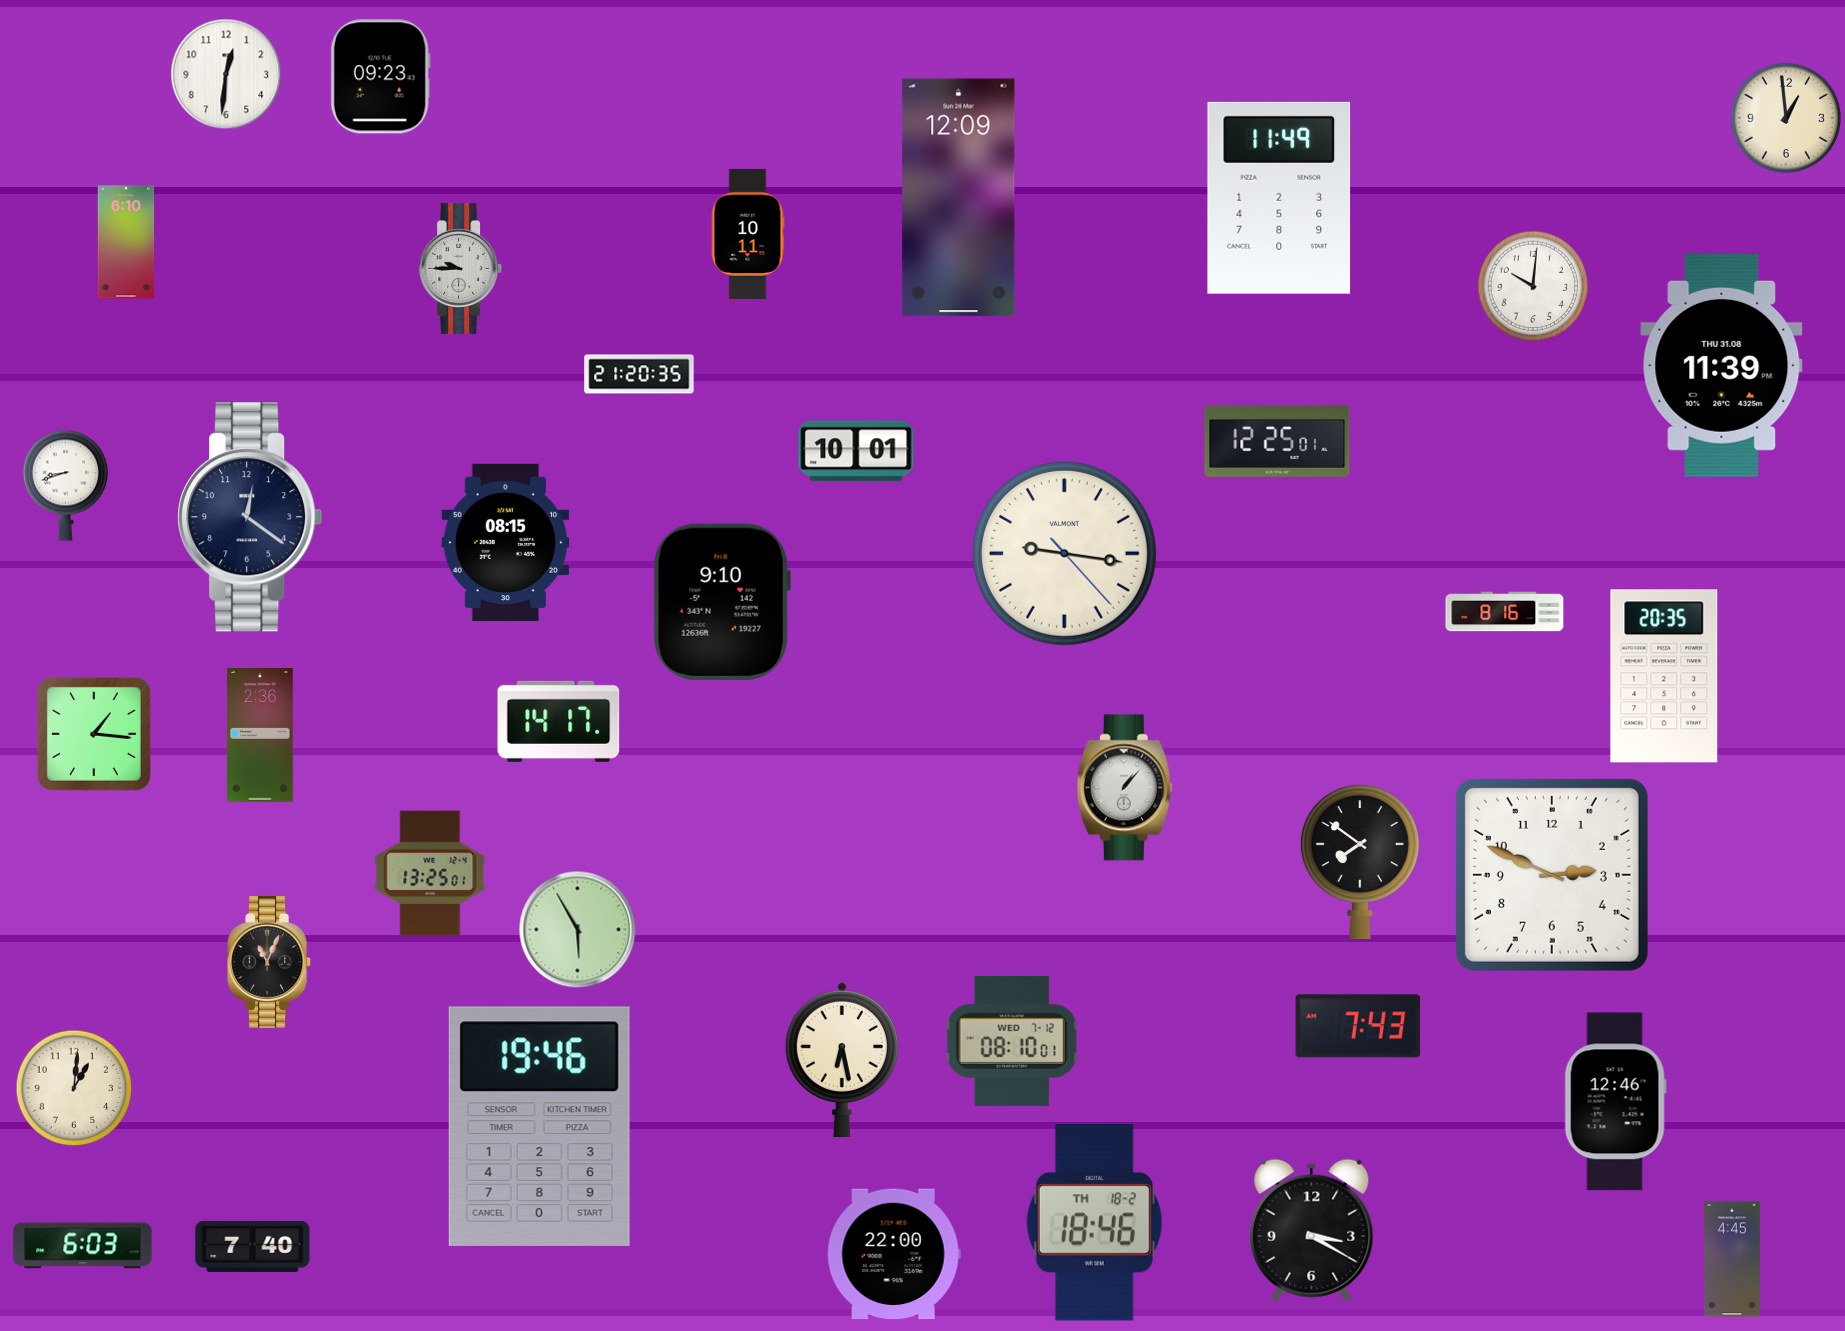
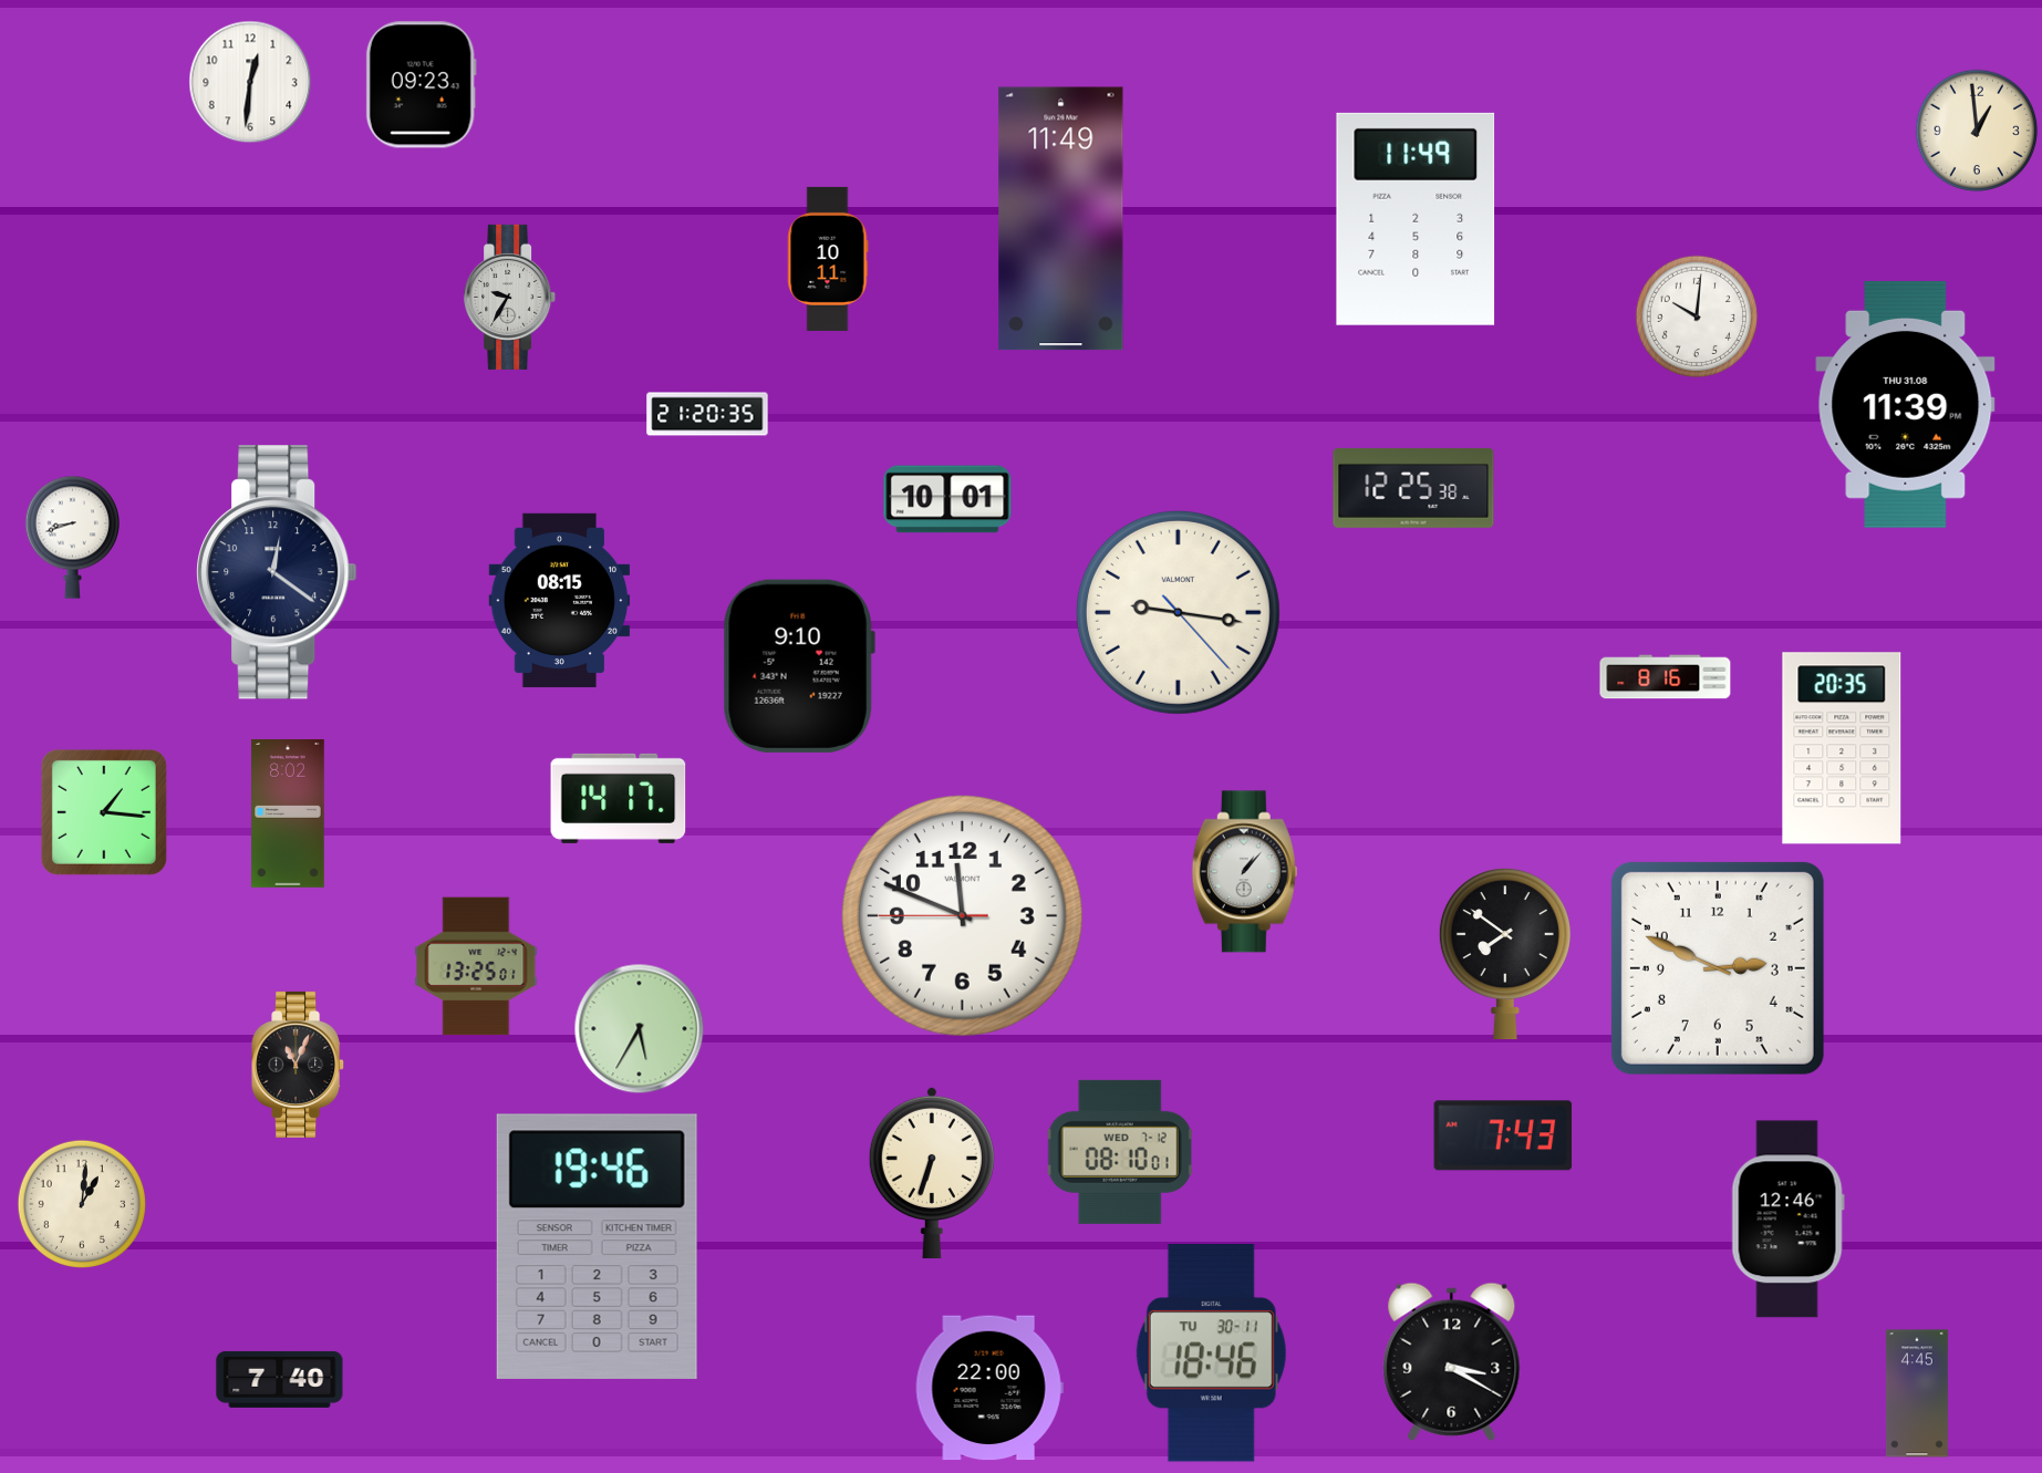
clock at (959, 198): 12:09 -> 11:49
clock at (126, 242): 6:10 -> none
clock at (461, 268): 9:45 -> 9:35
clock at (1277, 441): 12:25:01 -> 12:25:38
clock at (260, 736): 2:36 -> 8:02
clock at (962, 915): none -> 11:48
clock at (578, 930): 5:55 -> 5:35
clock at (842, 1060): 6:28 -> 6:33
clock at (1094, 1222) date: TH 18-2 -> TU 30-11
clock at (83, 1246): 6:03 -> none
